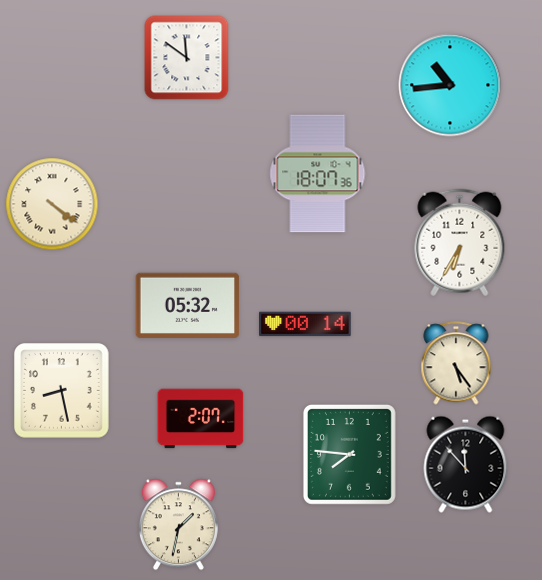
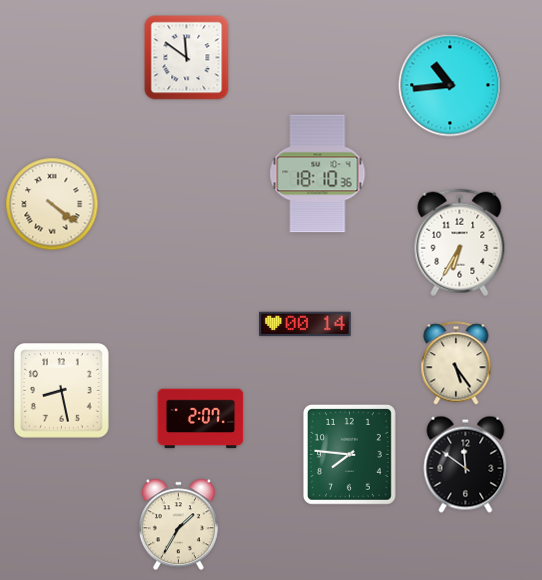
clock at (318, 174): 18:07 -> 18:10
clock at (188, 305): 05:32 -> none
clock at (466, 464): 11:53 -> 11:51
clock at (178, 525): 1:32 -> 1:35
